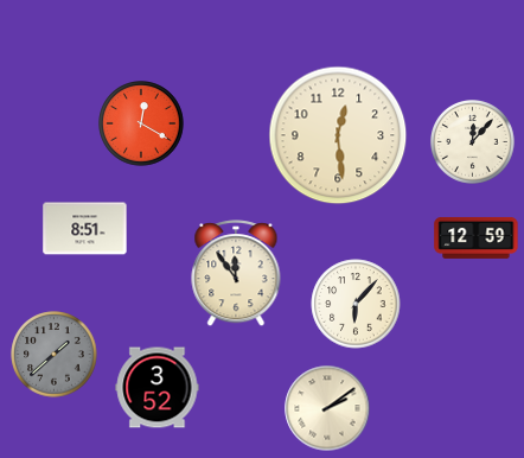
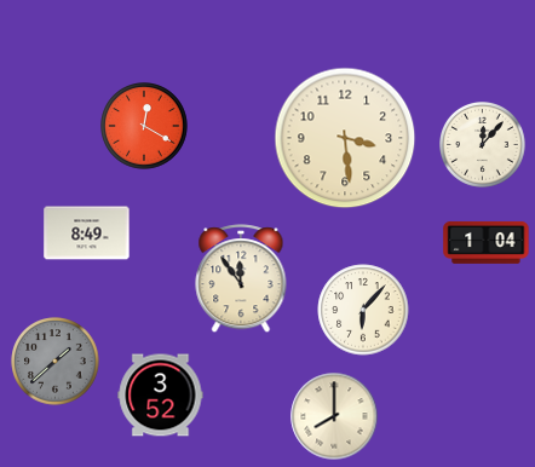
clock at (338, 135): 12:29 -> 3:29
clock at (85, 229): 8:51 -> 8:49
clock at (477, 237): 12:59 -> 1:04
clock at (327, 408): 2:09 -> 8:00
